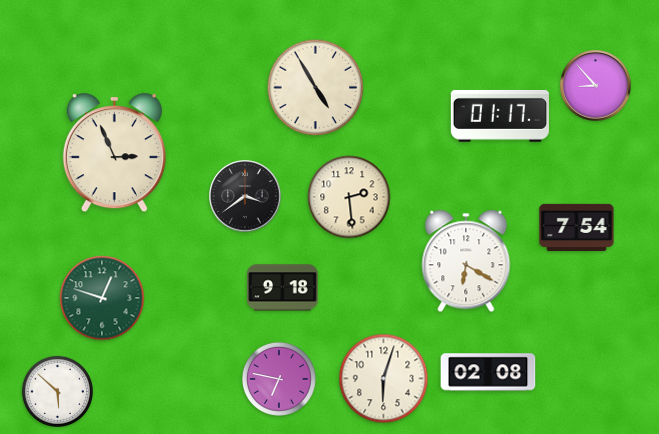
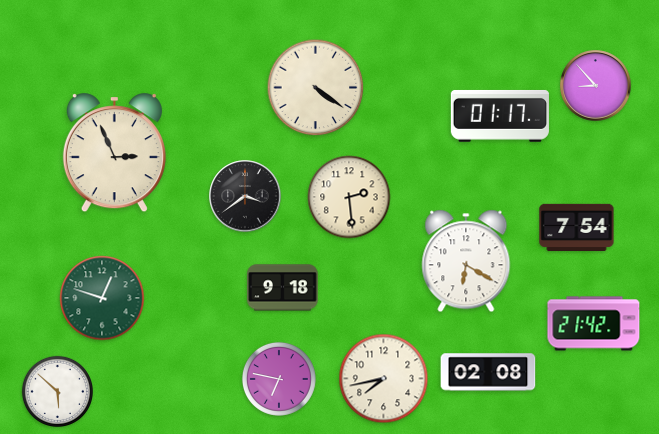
clock at (316, 88): 4:55 -> 4:21
clock at (594, 324): none -> 21:42
clock at (384, 379): 6:03 -> 7:43
